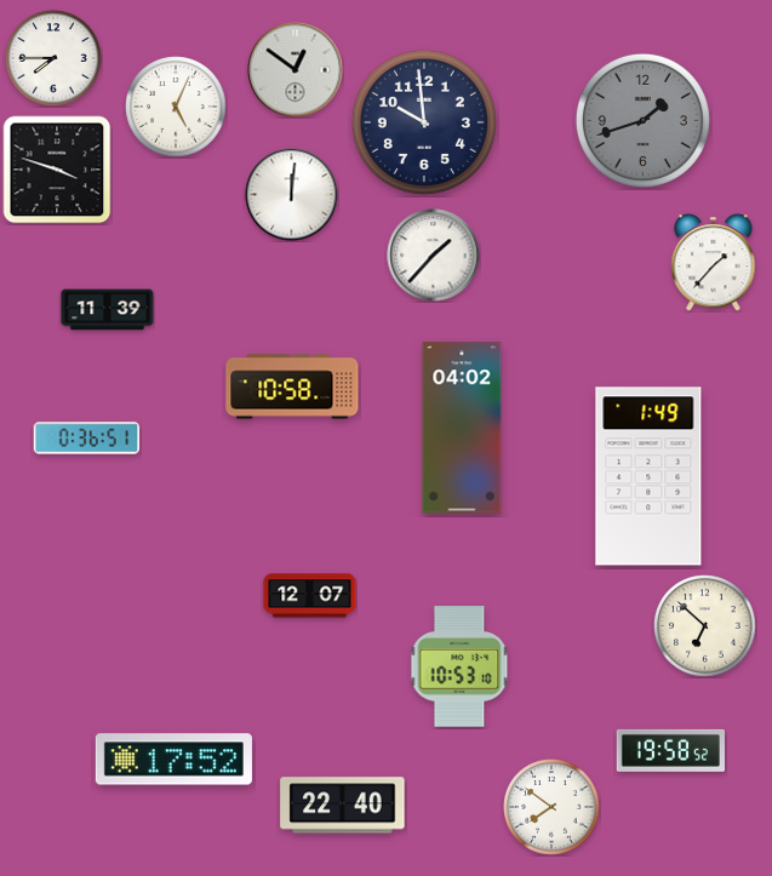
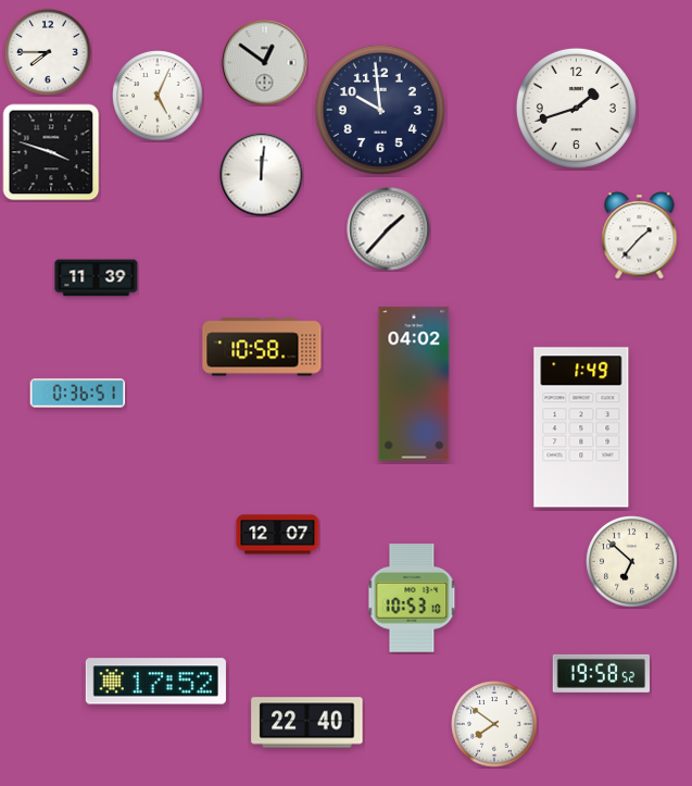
clock at (642, 120) dial: grey -> white
